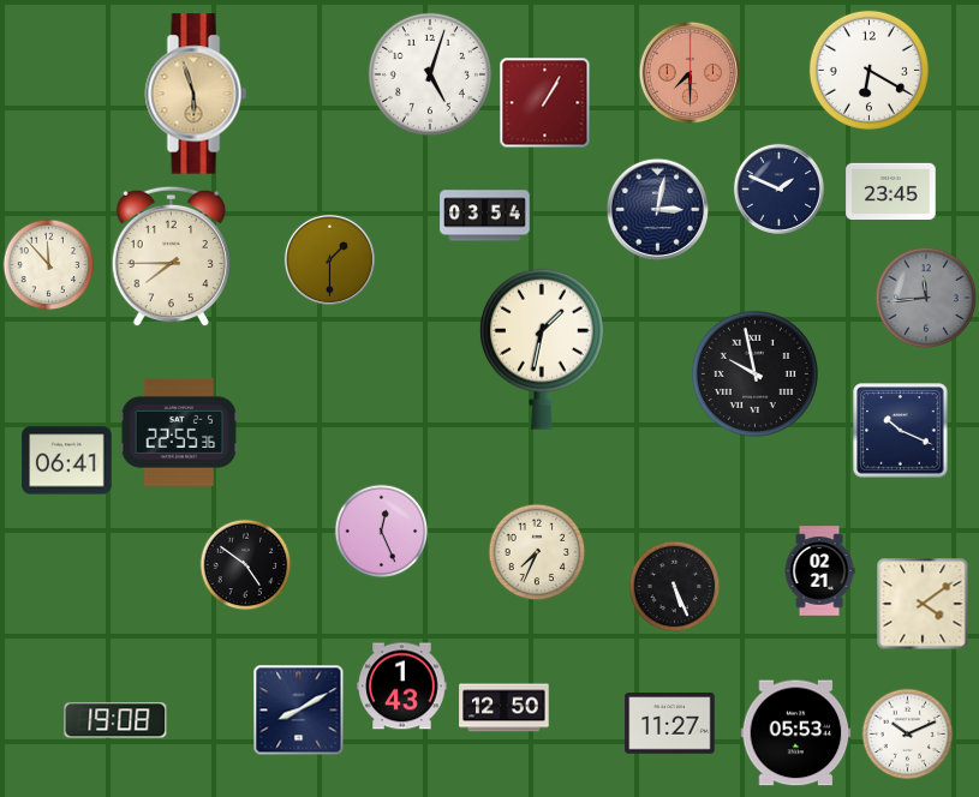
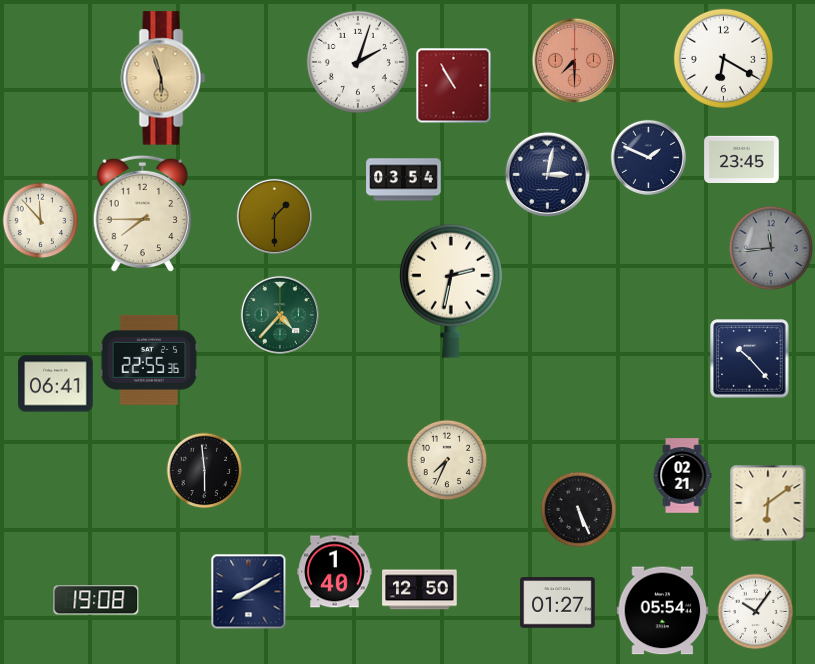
clock at (430, 74): 5:03 -> 2:03
clock at (545, 103): 1:05 -> 10:55
clock at (542, 349): 1:32 -> 2:32
clock at (754, 373): 9:58 -> none
clock at (280, 315): none -> 4:37
clock at (901, 431): 10:19 -> 10:23
clock at (382, 532): 12:26 -> none
clock at (246, 565): 4:51 -> 5:59
clock at (675, 587) position: (675, 587) -> (579, 510)
clock at (923, 604): 4:09 -> 6:09
clock at (402, 687): 1:43 -> 1:40
clock at (670, 724): 11:27 -> 01:27
clock at (796, 733): 05:53 -> 05:54
clock at (908, 735): 10:11 -> 10:06
